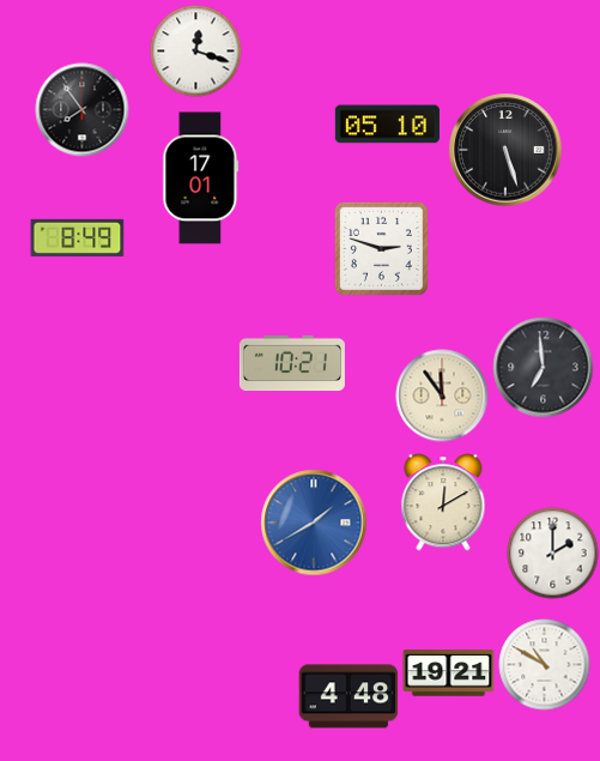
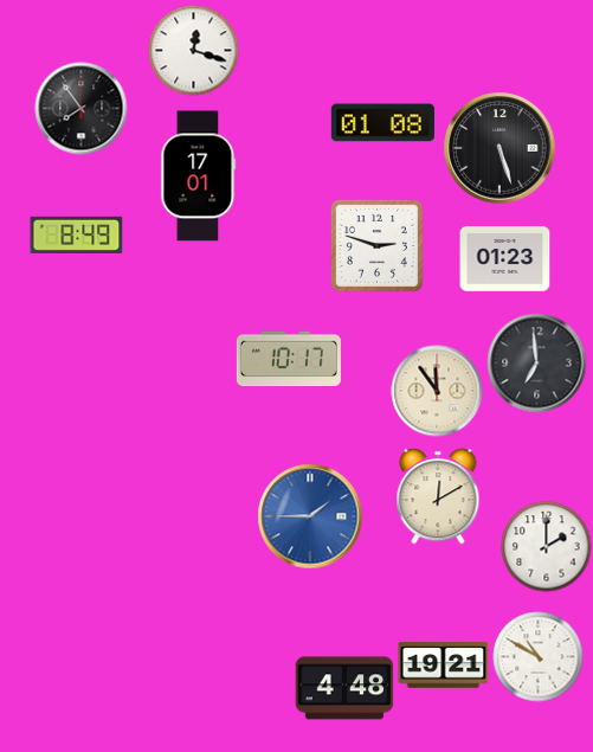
clock at (387, 125): 05:10 -> 01:08
clock at (505, 259): none -> 01:23
clock at (292, 363): 10:21 -> 10:17
clock at (314, 523): 1:40 -> 1:45
